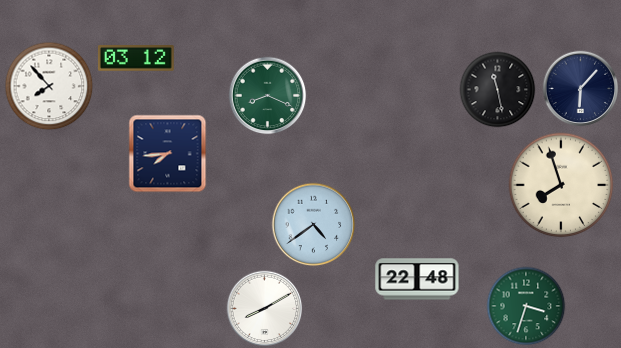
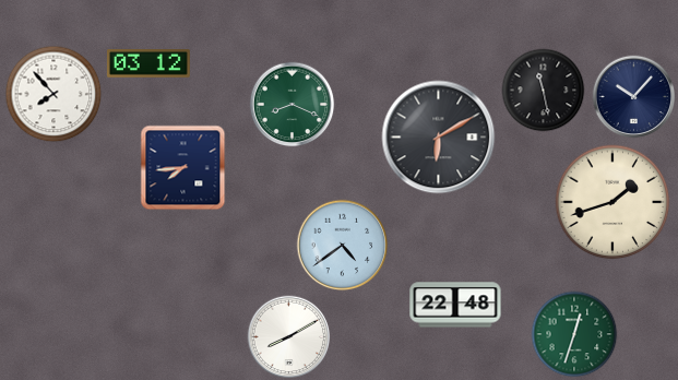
clock at (581, 89): 6:07 -> 10:07
clock at (498, 90) position: (498, 90) -> (544, 91)
clock at (439, 138): none -> 6:10
clock at (561, 185): 7:57 -> 1:42
clock at (526, 306): 3:33 -> 12:33
